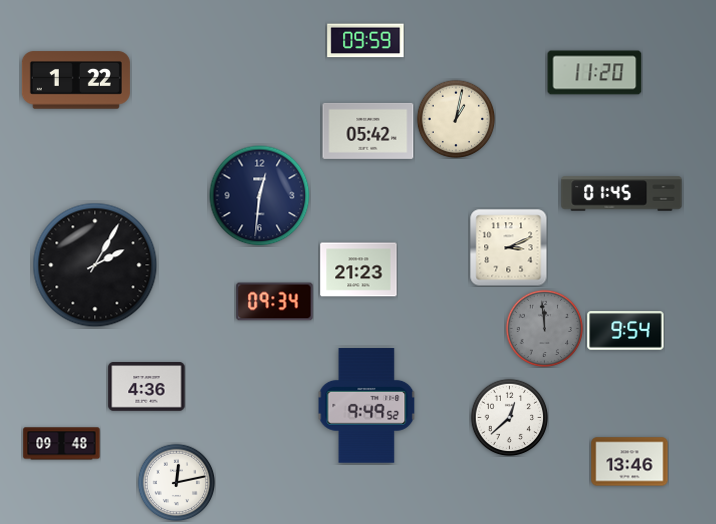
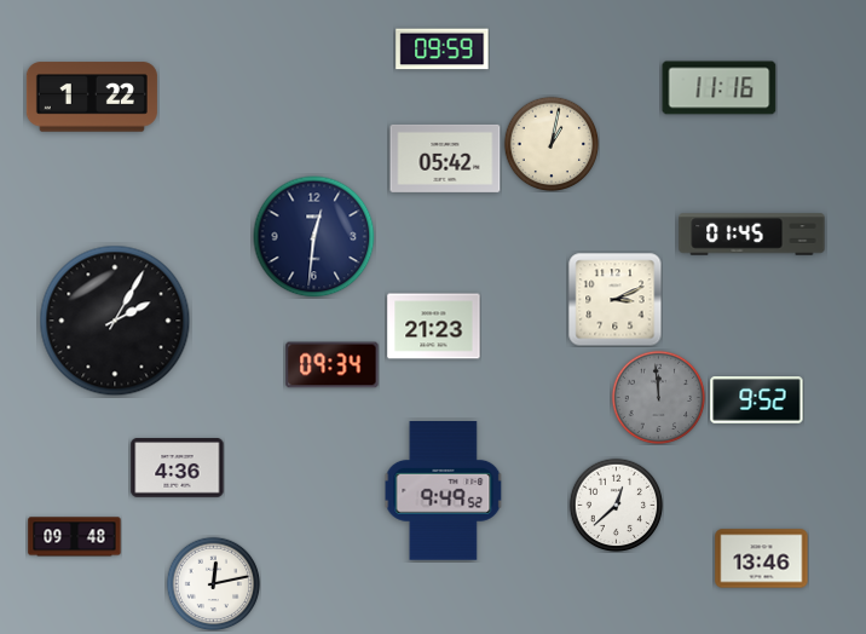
clock at (595, 73): 11:20 -> 11:16
clock at (626, 331): 9:54 -> 9:52
